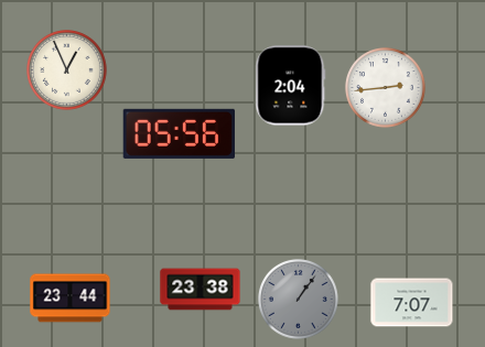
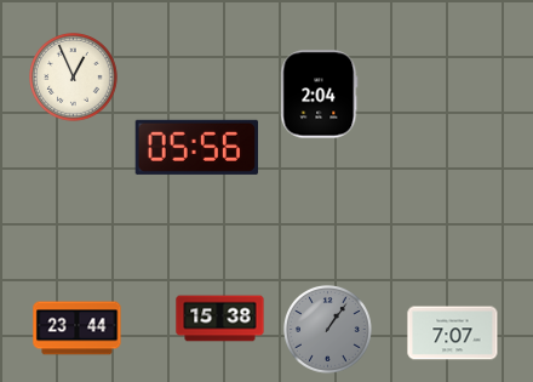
clock at (386, 88): 2:44 -> none
clock at (201, 290): 23:38 -> 15:38
